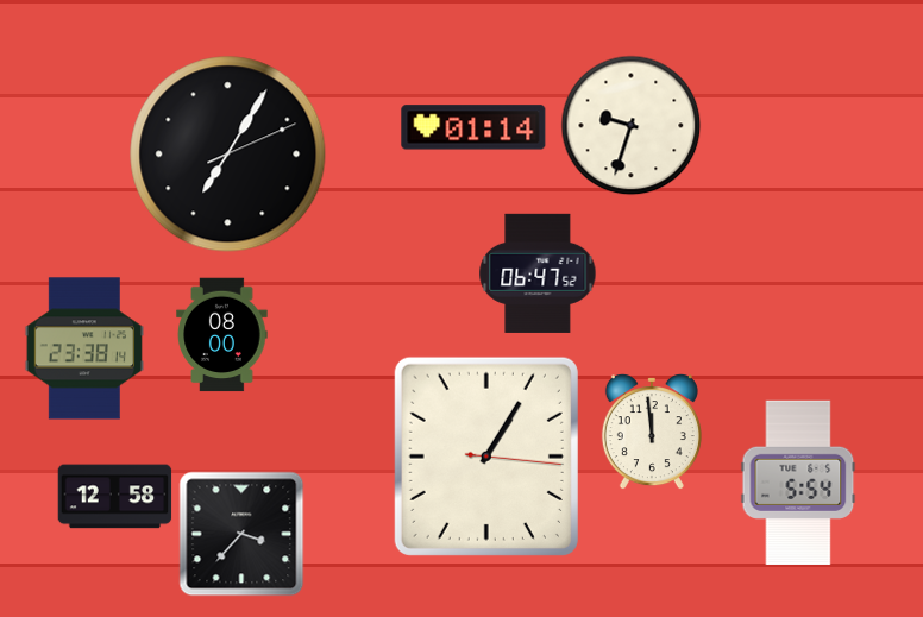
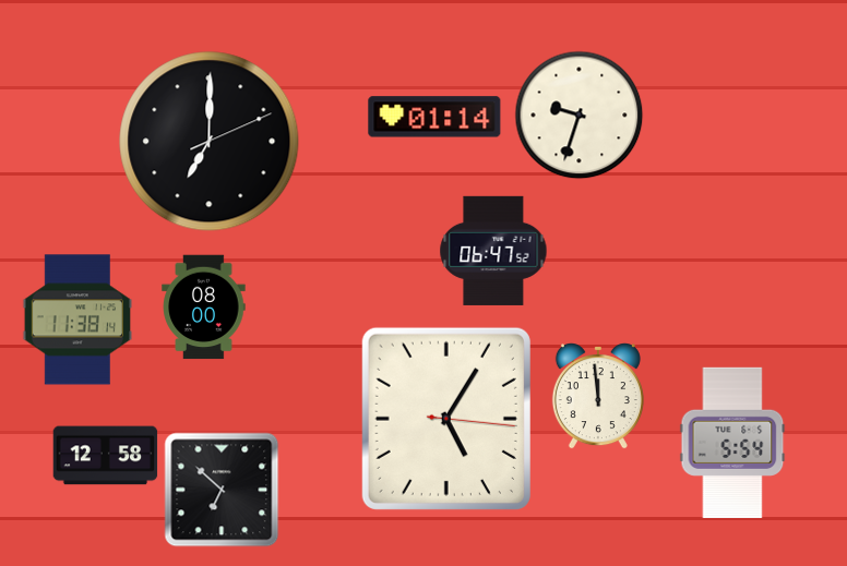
clock at (228, 155): 7:05 -> 7:00
clock at (84, 348): 23:38 -> 11:38
clock at (486, 457): 1:05 -> 5:05
clock at (241, 534): 3:37 -> 6:52
